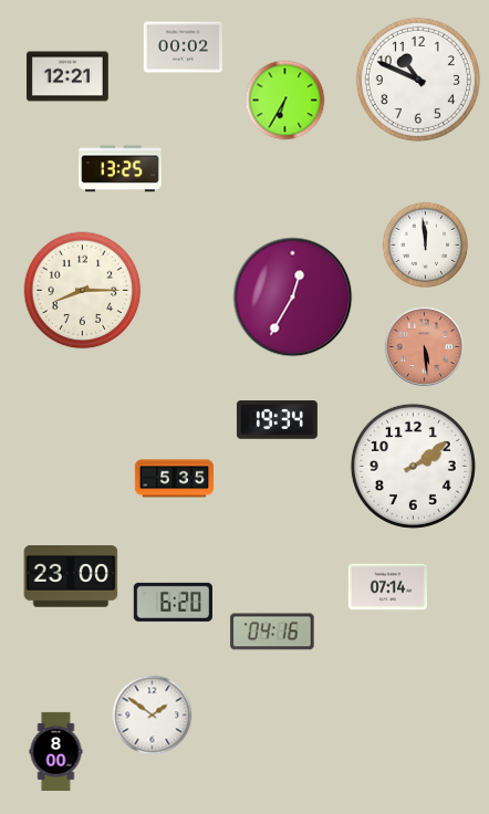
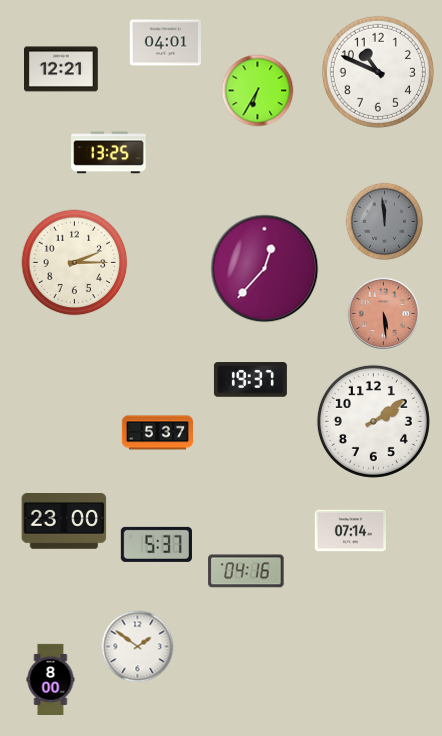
clock at (183, 48): 00:02 -> 04:01
clock at (426, 246) dial: white -> grey
clock at (83, 291): 8:15 -> 2:15
clock at (293, 298): 12:35 -> 12:37
clock at (277, 420): 19:34 -> 19:37
clock at (175, 479): 5:35 -> 5:37
clock at (173, 602): 6:20 -> 5:37
